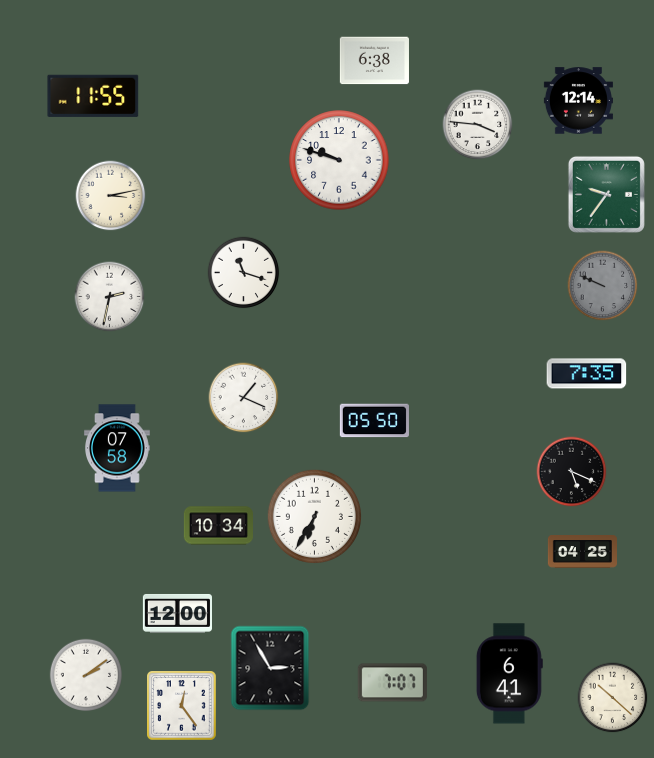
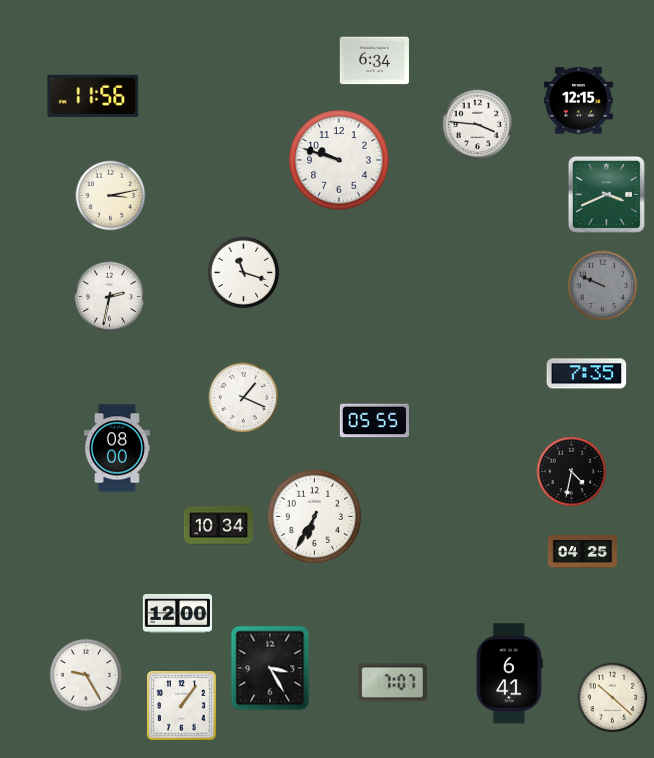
clock at (374, 61): 6:38 -> 6:34
clock at (93, 96): 11:55 -> 11:56
clock at (578, 101): 12:14 -> 12:15
clock at (606, 194): 9:36 -> 3:41
clock at (374, 421): 05:50 -> 05:55
clock at (118, 448): 07:58 -> 08:00
clock at (572, 472): 5:19 -> 4:32
clock at (270, 668): 2:55 -> 3:25
clock at (85, 674): 2:09 -> 9:25
clock at (182, 706): 12:24 -> 1:06
